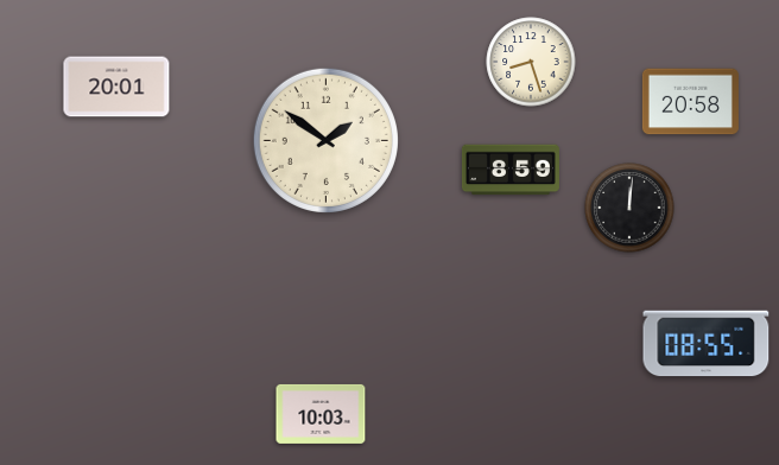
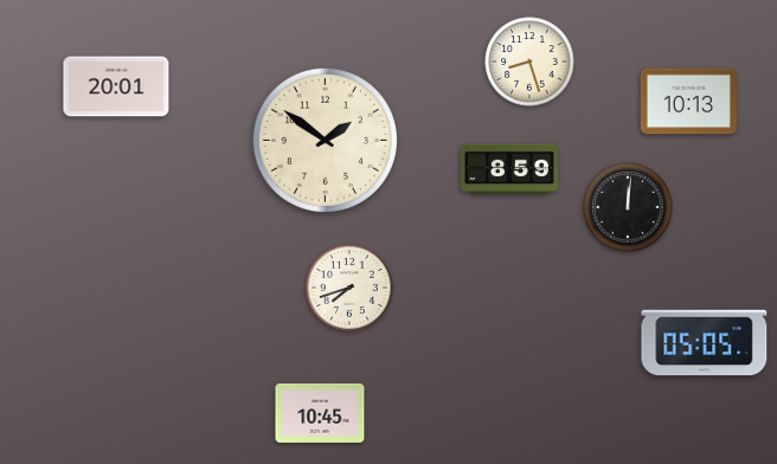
clock at (690, 102): 20:58 -> 10:13
clock at (349, 288): none -> 7:42
clock at (707, 344): 08:55 -> 05:05
clock at (321, 414): 10:03 -> 10:45
